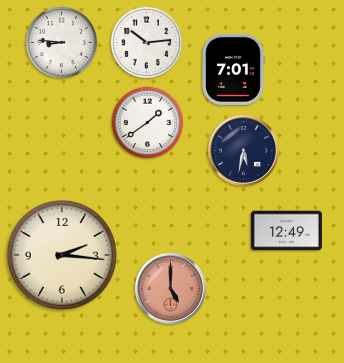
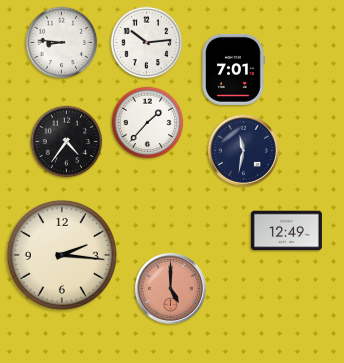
clock at (148, 123): 1:39 -> 1:37
clock at (67, 142): none -> 4:36
clock at (243, 150): 5:32 -> 11:32
